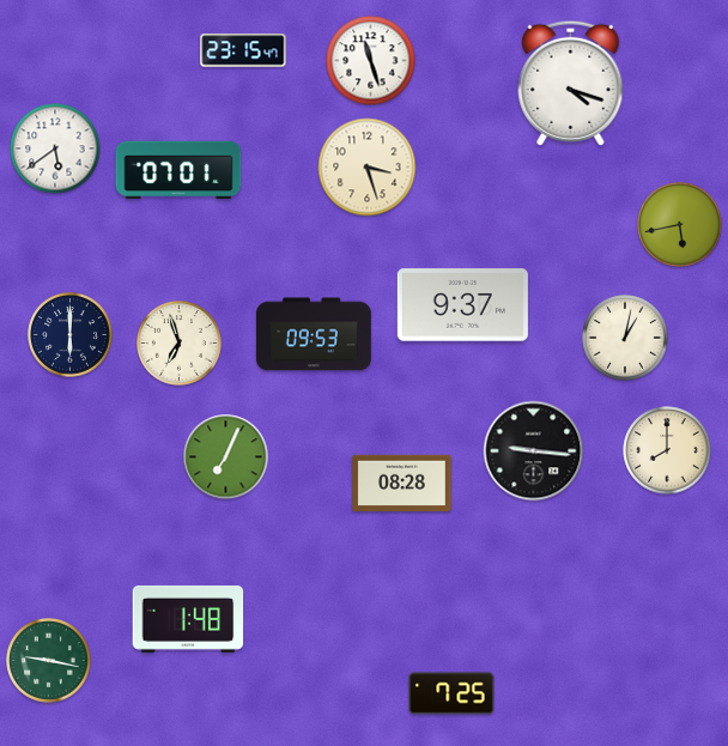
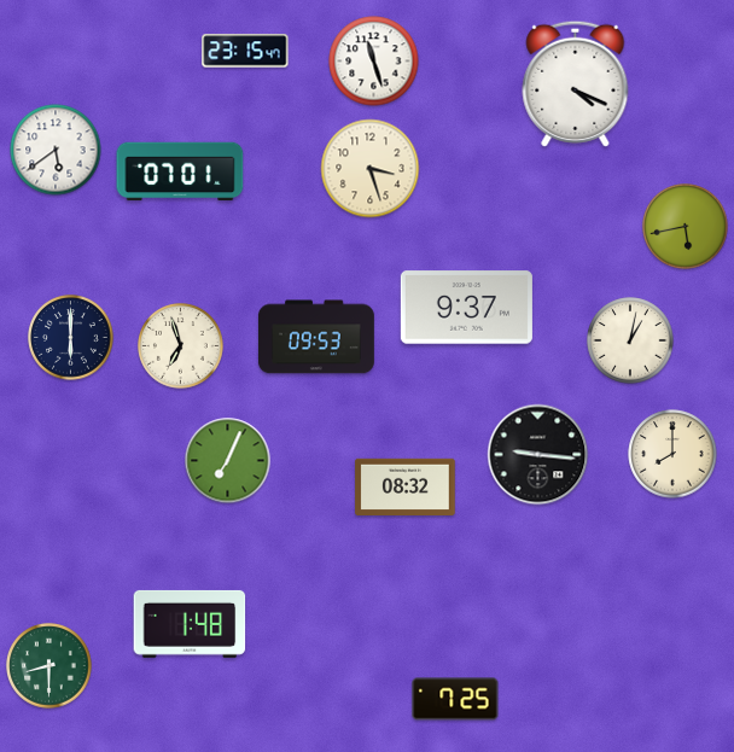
clock at (571, 83): 4:18 -> 4:19
clock at (402, 483): 08:28 -> 08:32
clock at (49, 661): 9:17 -> 8:30
